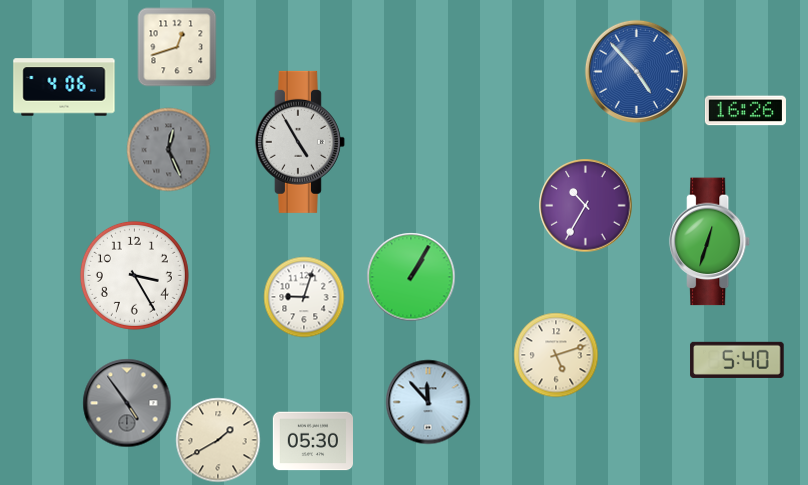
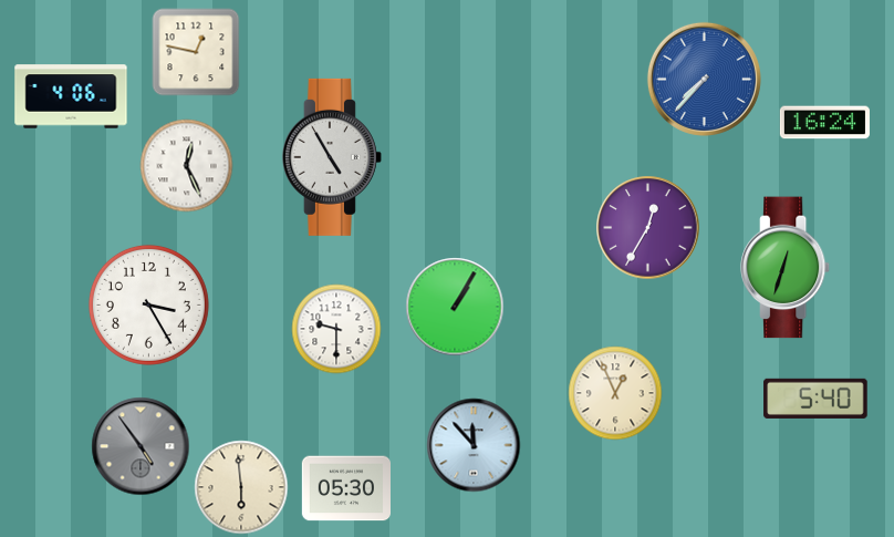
clock at (177, 47): 12:42 -> 12:47
clock at (636, 71): 4:53 -> 7:37
clock at (745, 111): 16:26 -> 16:24
clock at (168, 149) dial: grey -> white
clock at (585, 205): 10:35 -> 12:35
clock at (304, 297): 9:03 -> 9:30
clock at (556, 355): 5:12 -> 12:56
clock at (218, 440): 1:40 -> 5:59
